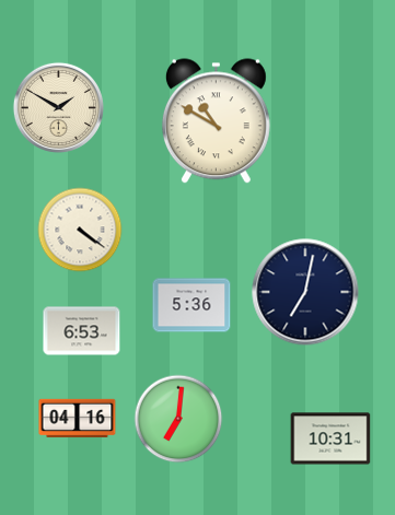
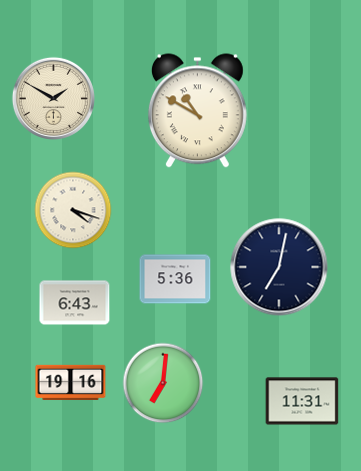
clock at (80, 230): 4:21 -> 4:18
clock at (82, 331): 6:53 -> 6:43
clock at (78, 418): 04:16 -> 19:16
clock at (330, 438): 10:31 -> 11:31
